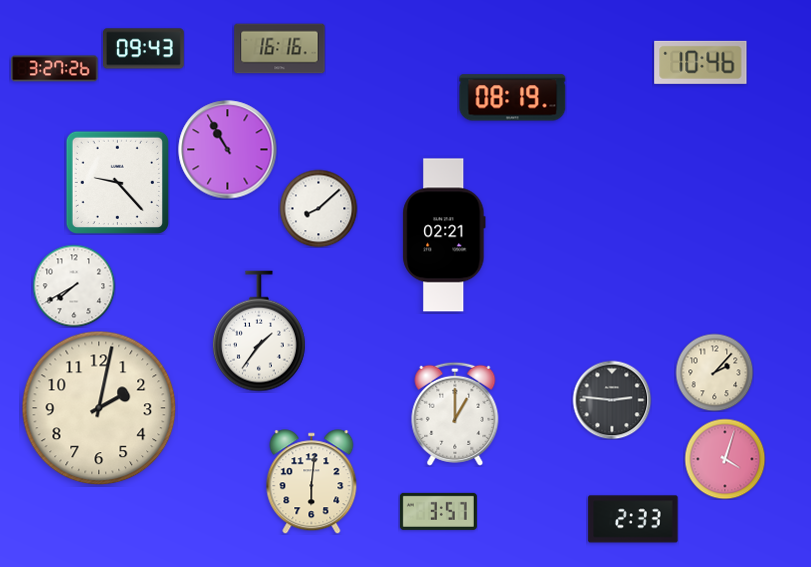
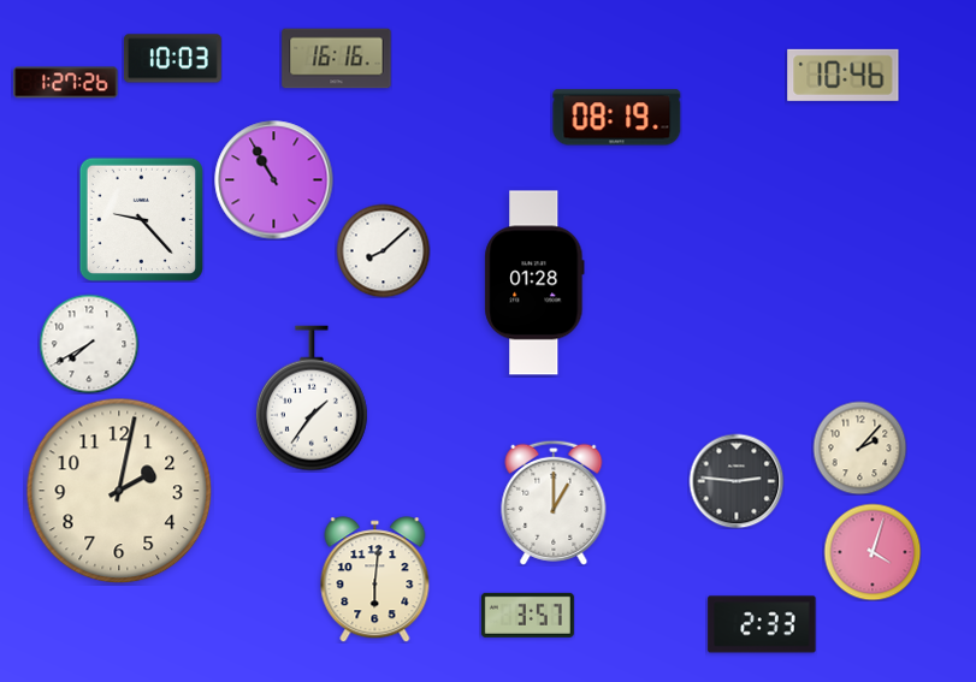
clock at (144, 49): 09:43 -> 10:03
clock at (55, 69): 3:27 -> 1:27
clock at (444, 235): 02:21 -> 01:28
clock at (455, 414) position: (455, 414) -> (554, 503)
